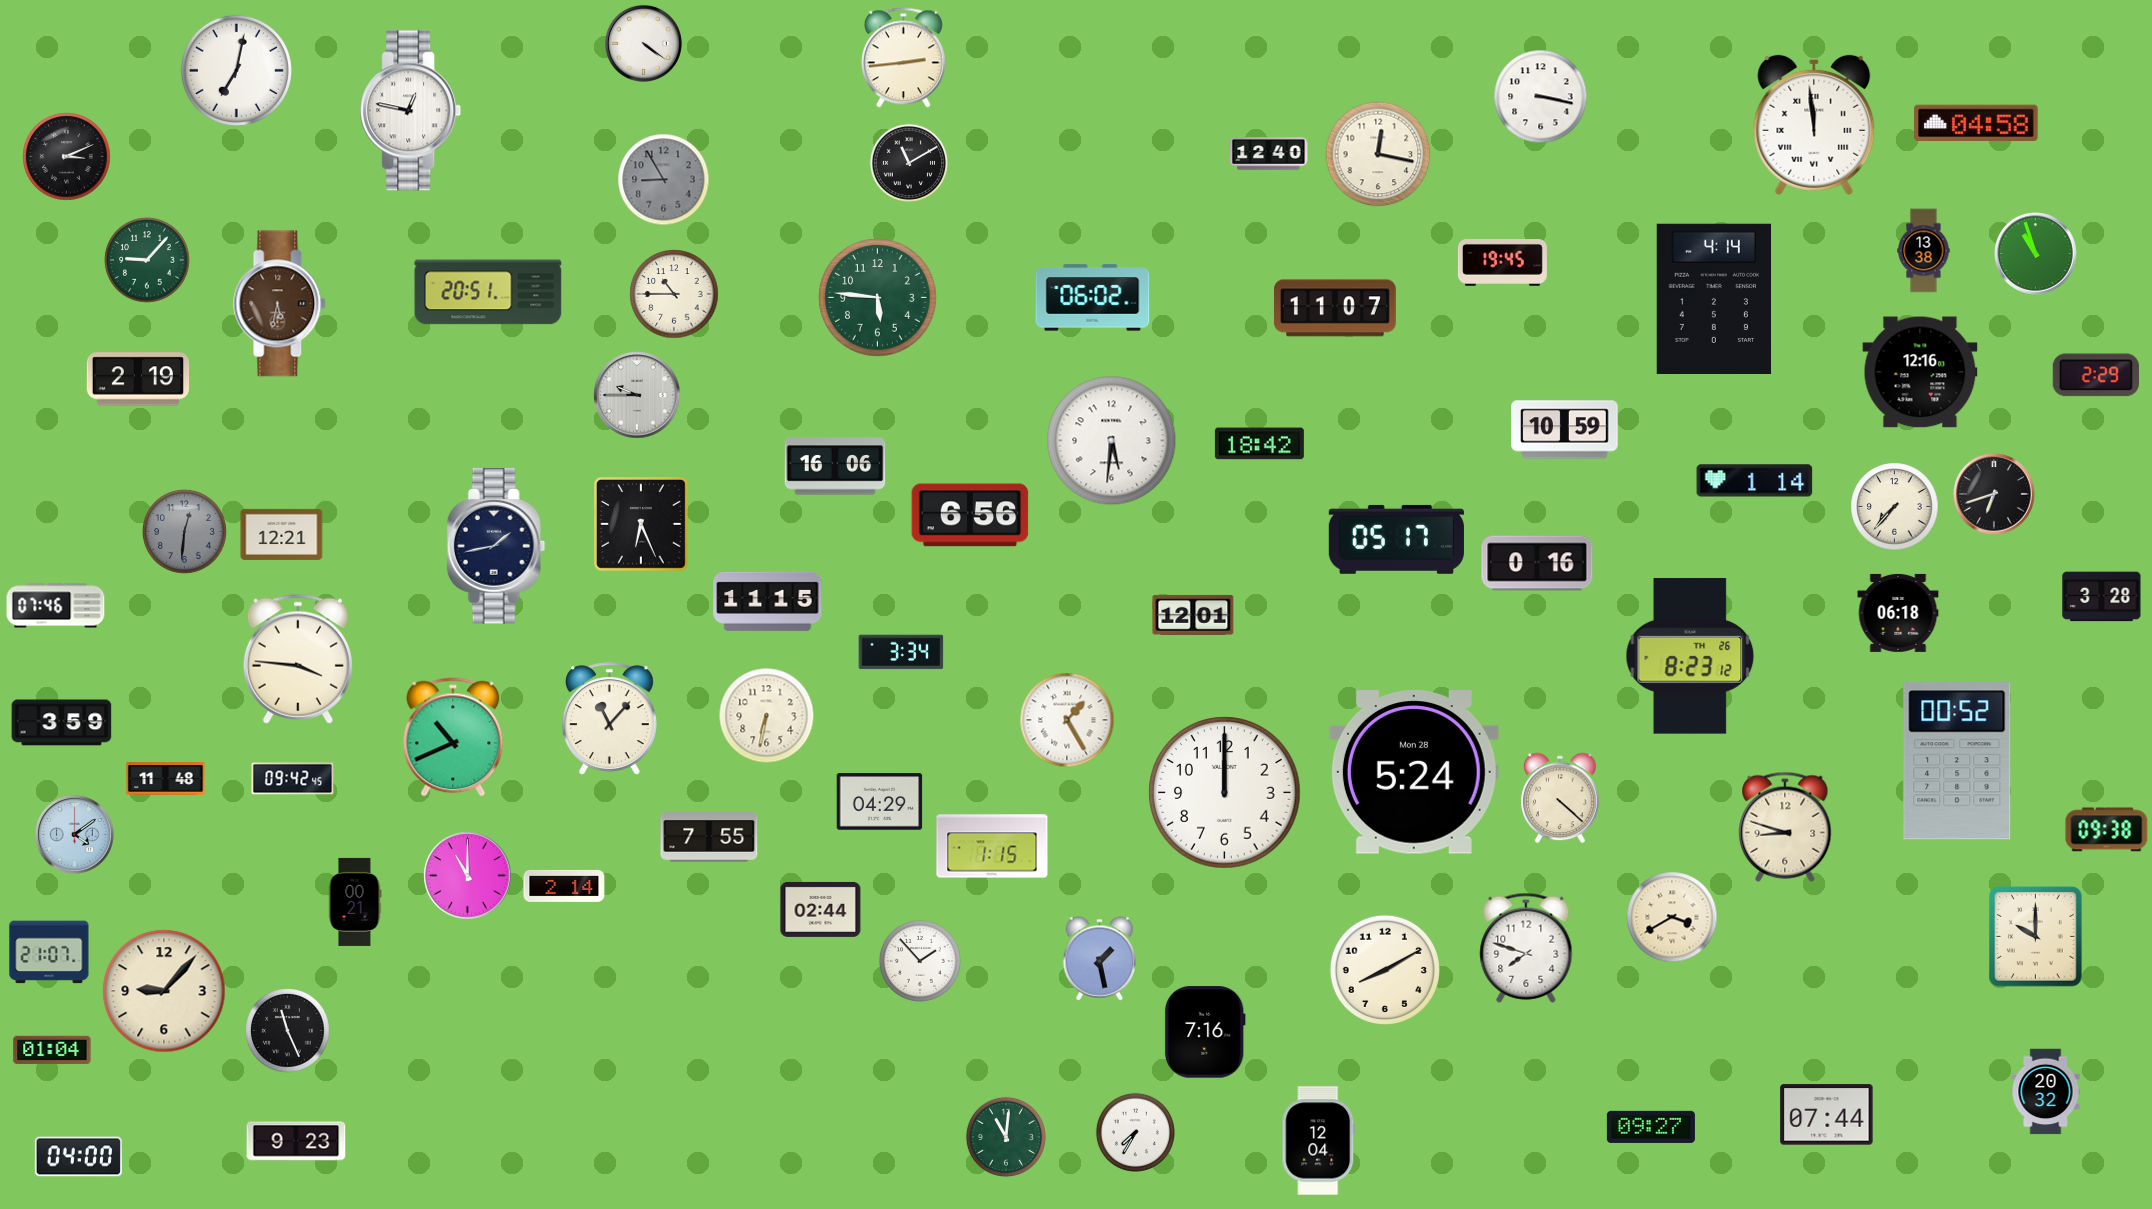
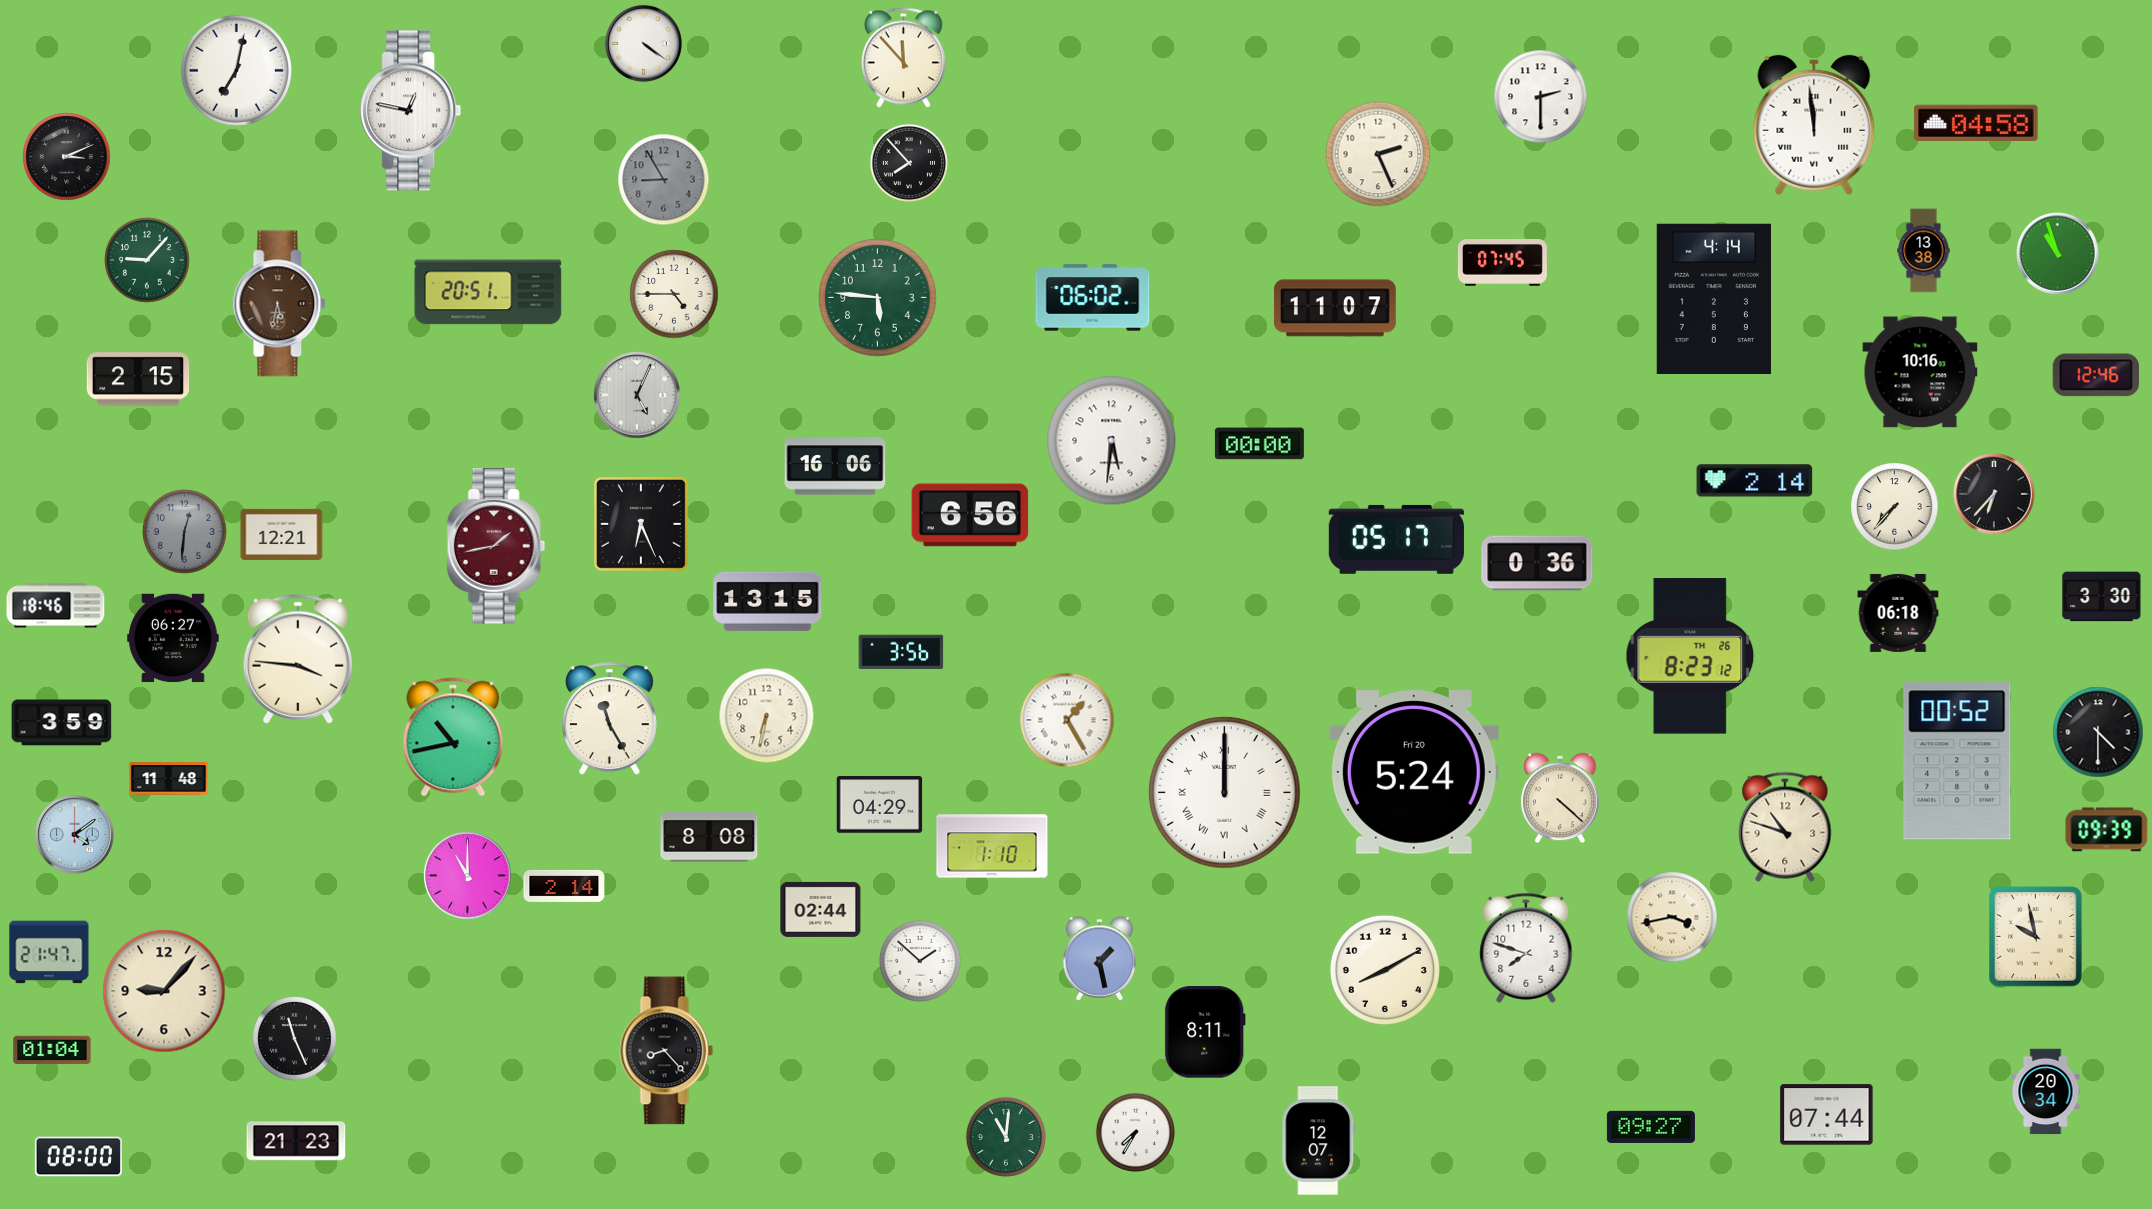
clock at (903, 58): 2:44 -> 11:53
clock at (1541, 97): 3:17 -> 2:30
clock at (1269, 154): 12:40 -> none
clock at (1378, 154): 12:17 -> 2:26
clock at (908, 162): 11:10 -> 7:53
clock at (2036, 254) position: (2036, 254) -> (2058, 254)
clock at (1502, 263): 19:45 -> 07:45
clock at (674, 294): 10:45 -> 4:45
clock at (1920, 372): 12:16 -> 10:16
clock at (2096, 375): 2:29 -> 12:46
clock at (138, 379): 2:19 -> 2:15
clock at (637, 395): 9:45 -> 5:04
clock at (1565, 430): 10:59 -> none
clock at (1259, 444): 18:42 -> 00:00
clock at (1755, 481): 1:14 -> 2:14
clock at (1994, 494): 6:42 -> 6:37
clock at (496, 546) dial: navy -> burgundy
clock at (1537, 563): 0:16 -> 0:36
clock at (2102, 597): 3:28 -> 3:30
clock at (768, 601): 11:15 -> 13:15
clock at (56, 606): 07:46 -> 18:46
clock at (1193, 615): 12:01 -> none
clock at (173, 638): none -> 06:27
clock at (901, 652): 3:34 -> 3:56
clock at (609, 719): 11:07 -> 11:25
clock at (2098, 732): none -> 4:30
clock at (453, 737): 10:41 -> 10:43
clock at (1414, 772) date: Mon 28 -> Fri 20
clock at (166, 779) position: (166, 779) -> (169, 779)
clock at (293, 779): 09:42 -> none
clock at (1225, 793) numerals: Arabic -> Roman
clock at (880, 802) position: (880, 802) -> (880, 805)
clock at (1785, 827): 8:48 -> 10:48
clock at (2107, 830): 09:38 -> 09:39
clock at (709, 837): 7:55 -> 8:08
clock at (992, 846): 1:15 -> 1:10
clock at (355, 902): 00:21 -> none
clock at (1672, 917): 3:40 -> 3:43
clock at (2036, 937): 10:00 -> 9:58
clock at (49, 952): 21:07 -> 21:47
clock at (920, 961): 1:53 -> 1:52
clock at (288, 1031) position: (288, 1031) -> (295, 1039)
clock at (1205, 1032): 7:16 -> 8:11
clock at (667, 1051): none -> 8:23
clock at (2046, 1092): 20:32 -> 20:34
clock at (296, 1141): 9:23 -> 21:23
clock at (1319, 1141): 12:04 -> 12:07
clock at (78, 1157): 04:00 -> 08:00
